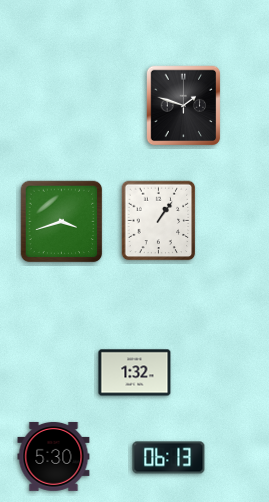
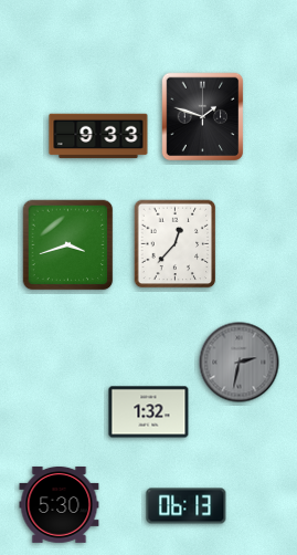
clock at (98, 136): none -> 9:33
clock at (159, 221): 1:06 -> 12:37
clock at (240, 363): none -> 2:32
